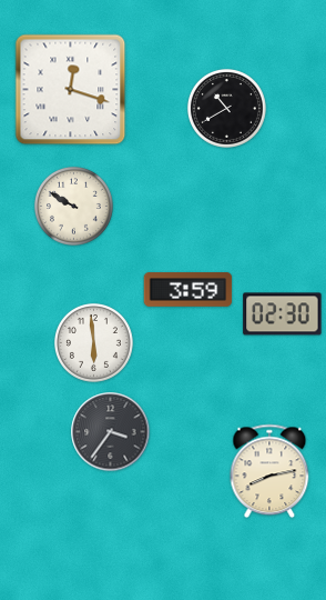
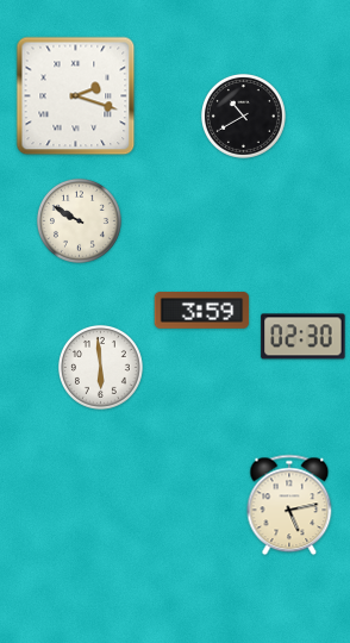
clock at (71, 90): 12:18 -> 2:18
clock at (111, 432): 3:36 -> none
clock at (269, 471): 8:13 -> 5:13
